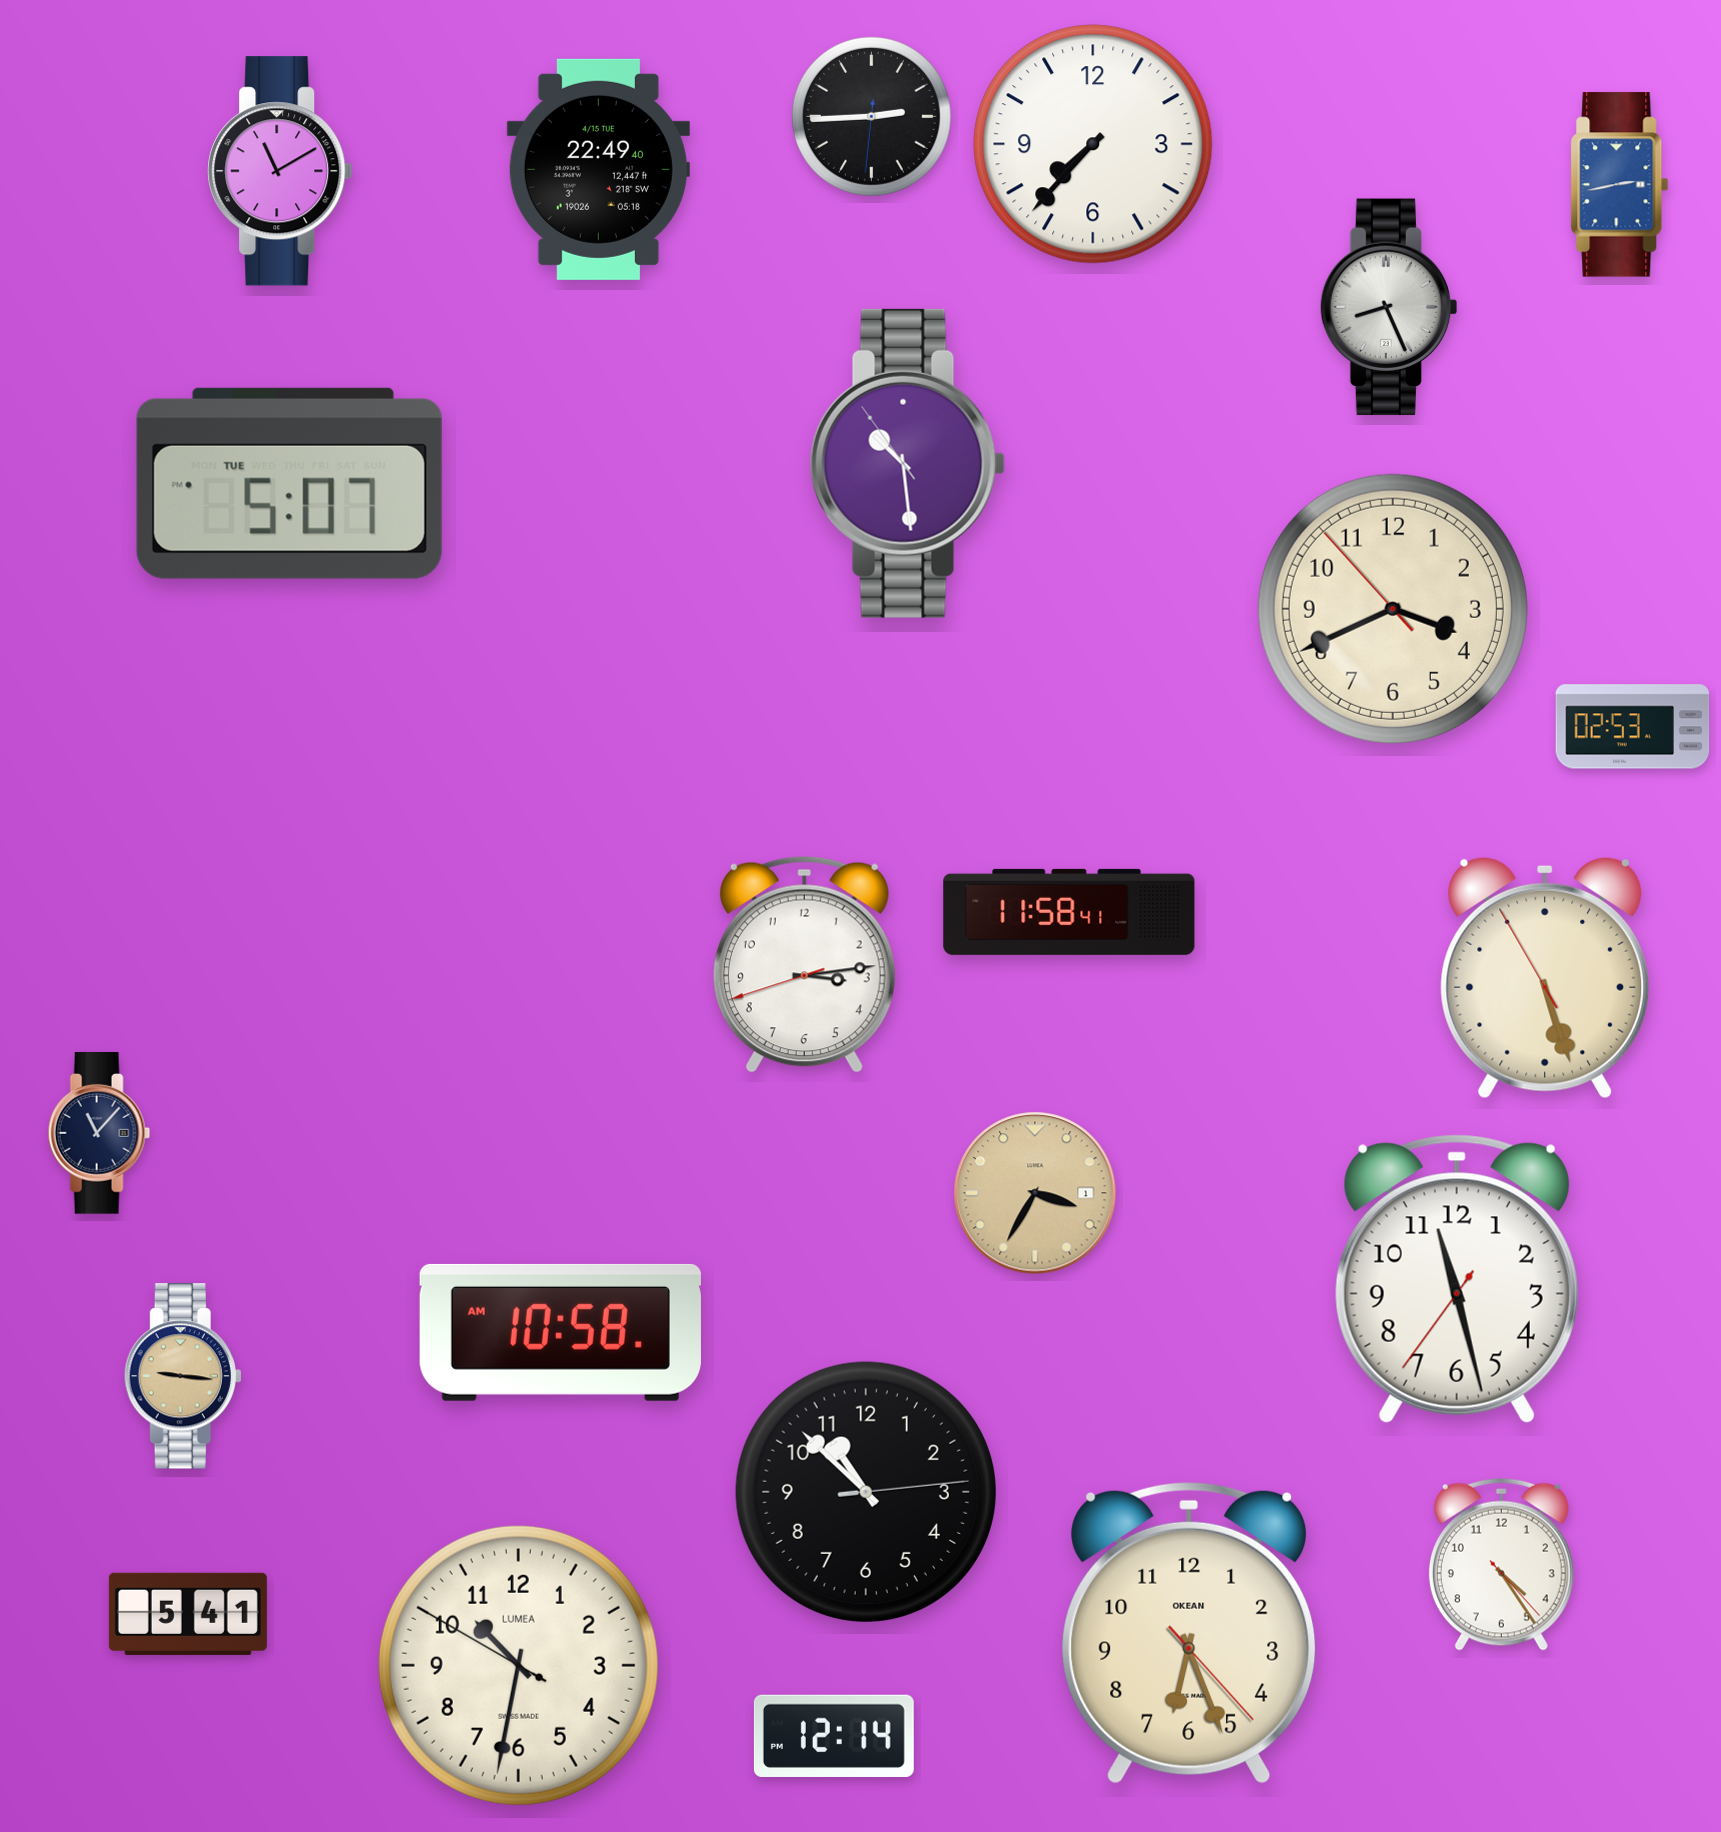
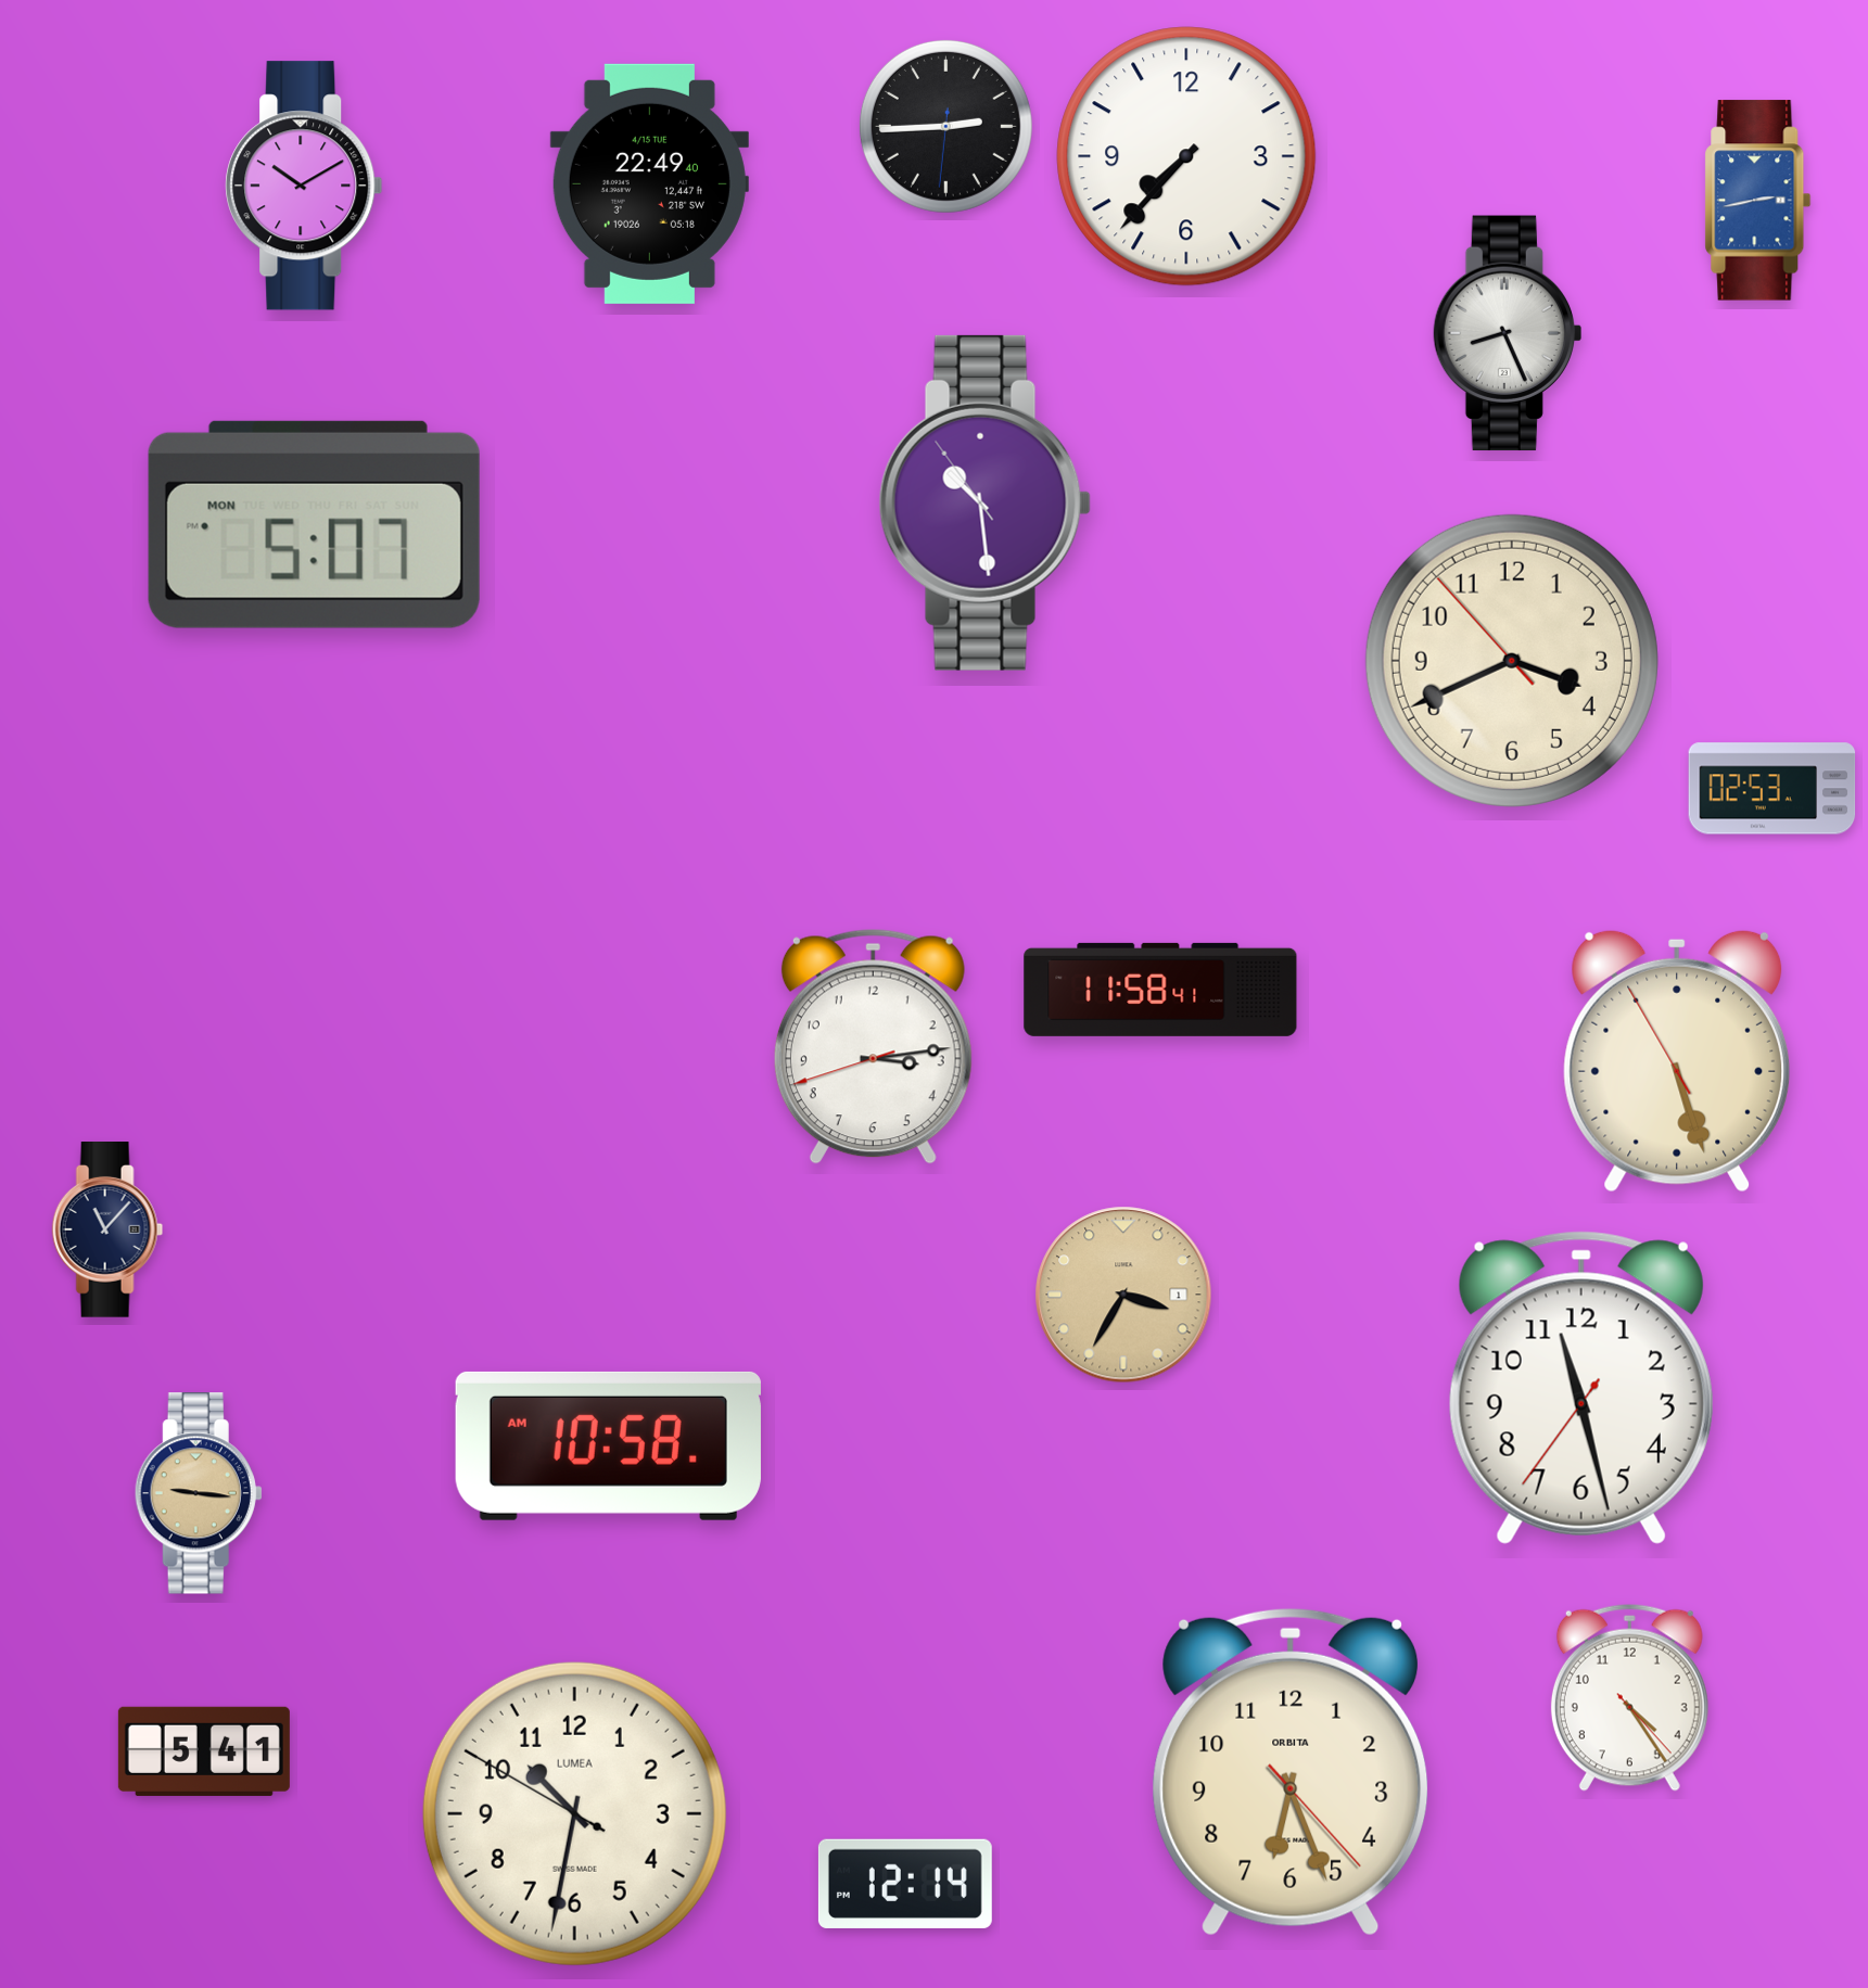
clock at (280, 171): 11:10 -> 10:10
clock at (289, 483) date: TUE -> MON
clock at (866, 1492): 10:52 -> none
clock at (1189, 1633) brand: OKEAN -> ORBITA
clock at (518, 1665) position: (518, 1665) -> (574, 1813)
